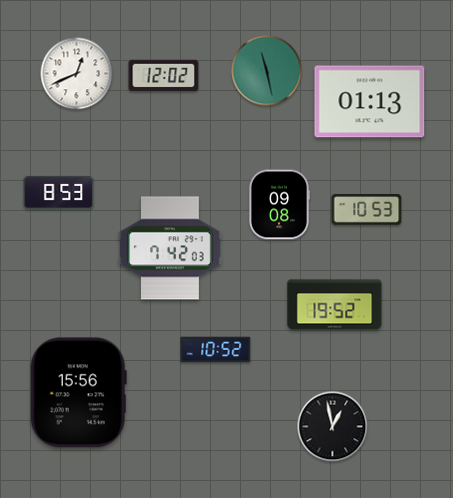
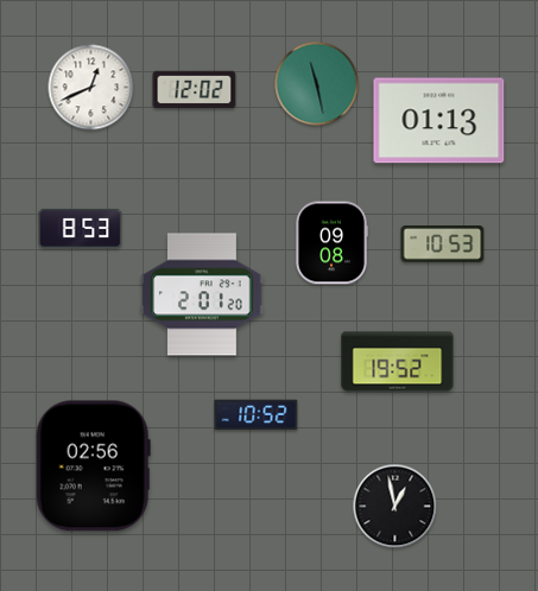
clock at (59, 192) position: (59, 192) -> (81, 228)
clock at (367, 210) position: (367, 210) -> (443, 244)
clock at (170, 248): 7:42 -> 2:01
clock at (78, 393): 15:56 -> 02:56
